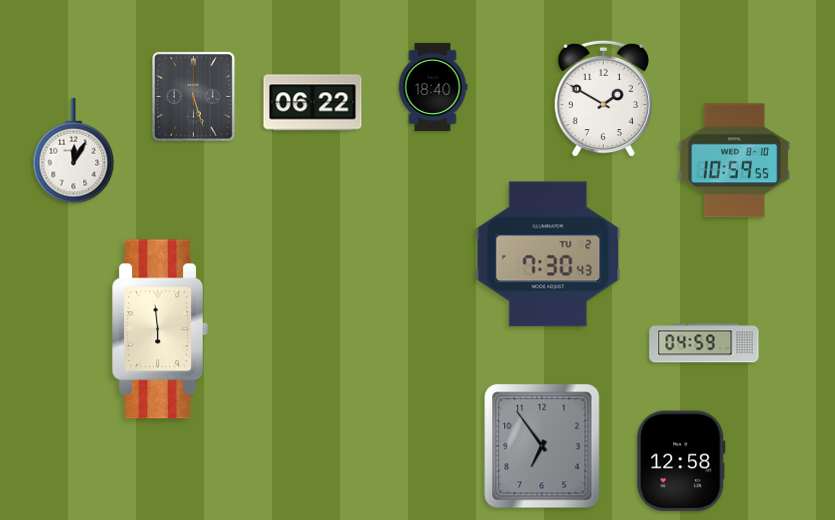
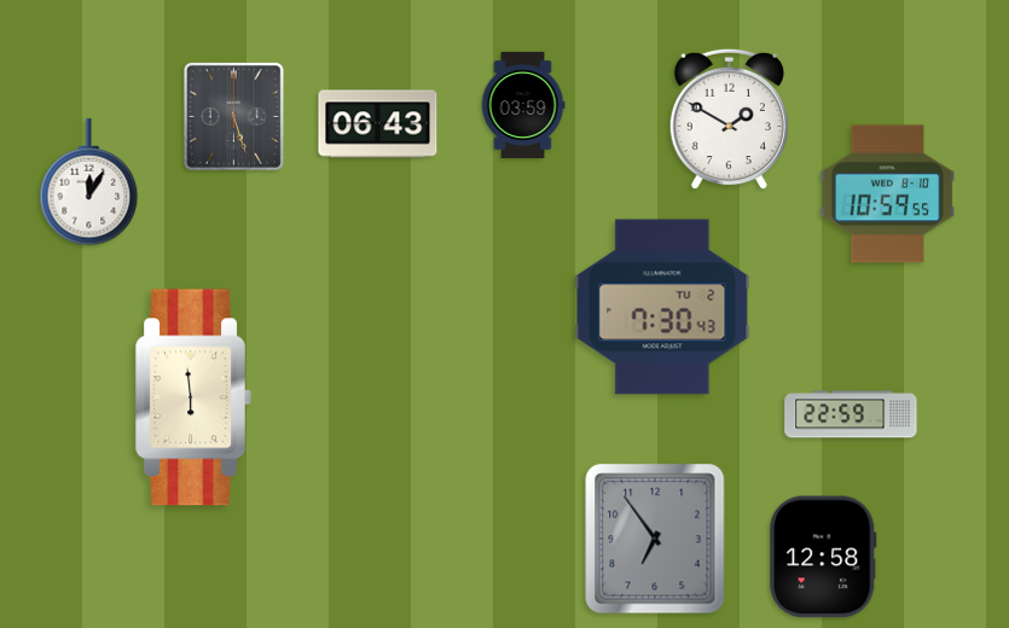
clock at (433, 87): 18:40 -> 03:59
clock at (313, 103): 06:22 -> 06:43
clock at (704, 343): 04:59 -> 22:59
